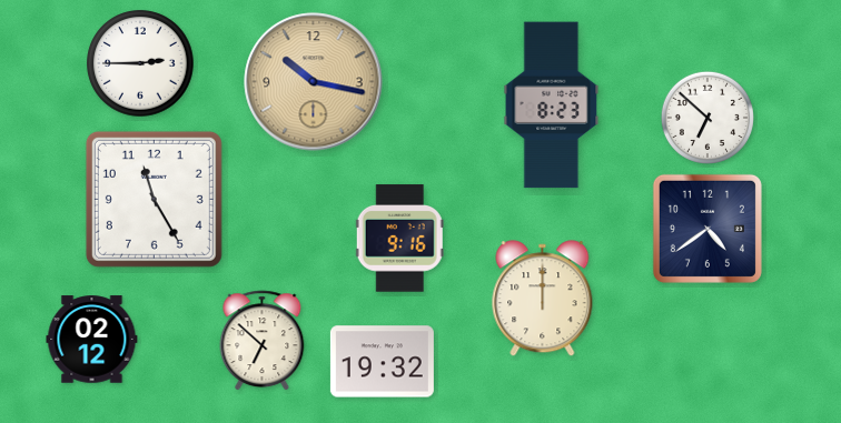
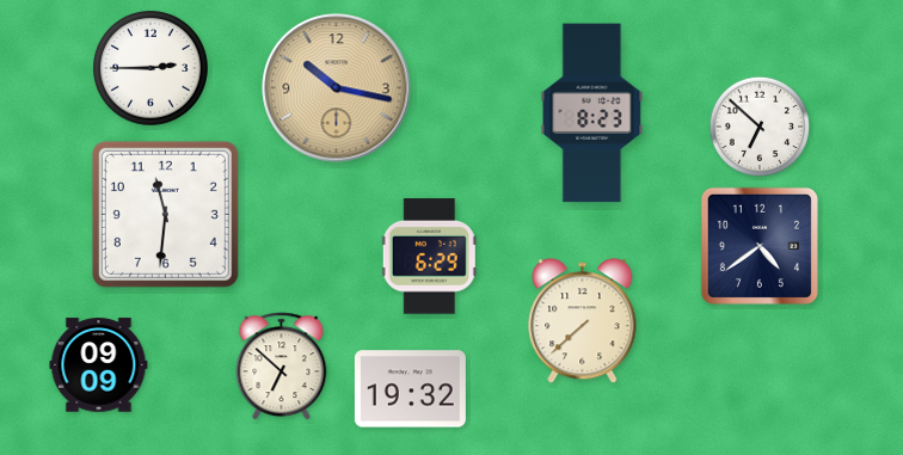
clock at (154, 199): 11:25 -> 11:31
clock at (399, 239): 9:16 -> 6:29
clock at (543, 299): 12:00 -> 7:38
clock at (92, 340): 02:12 -> 09:09
